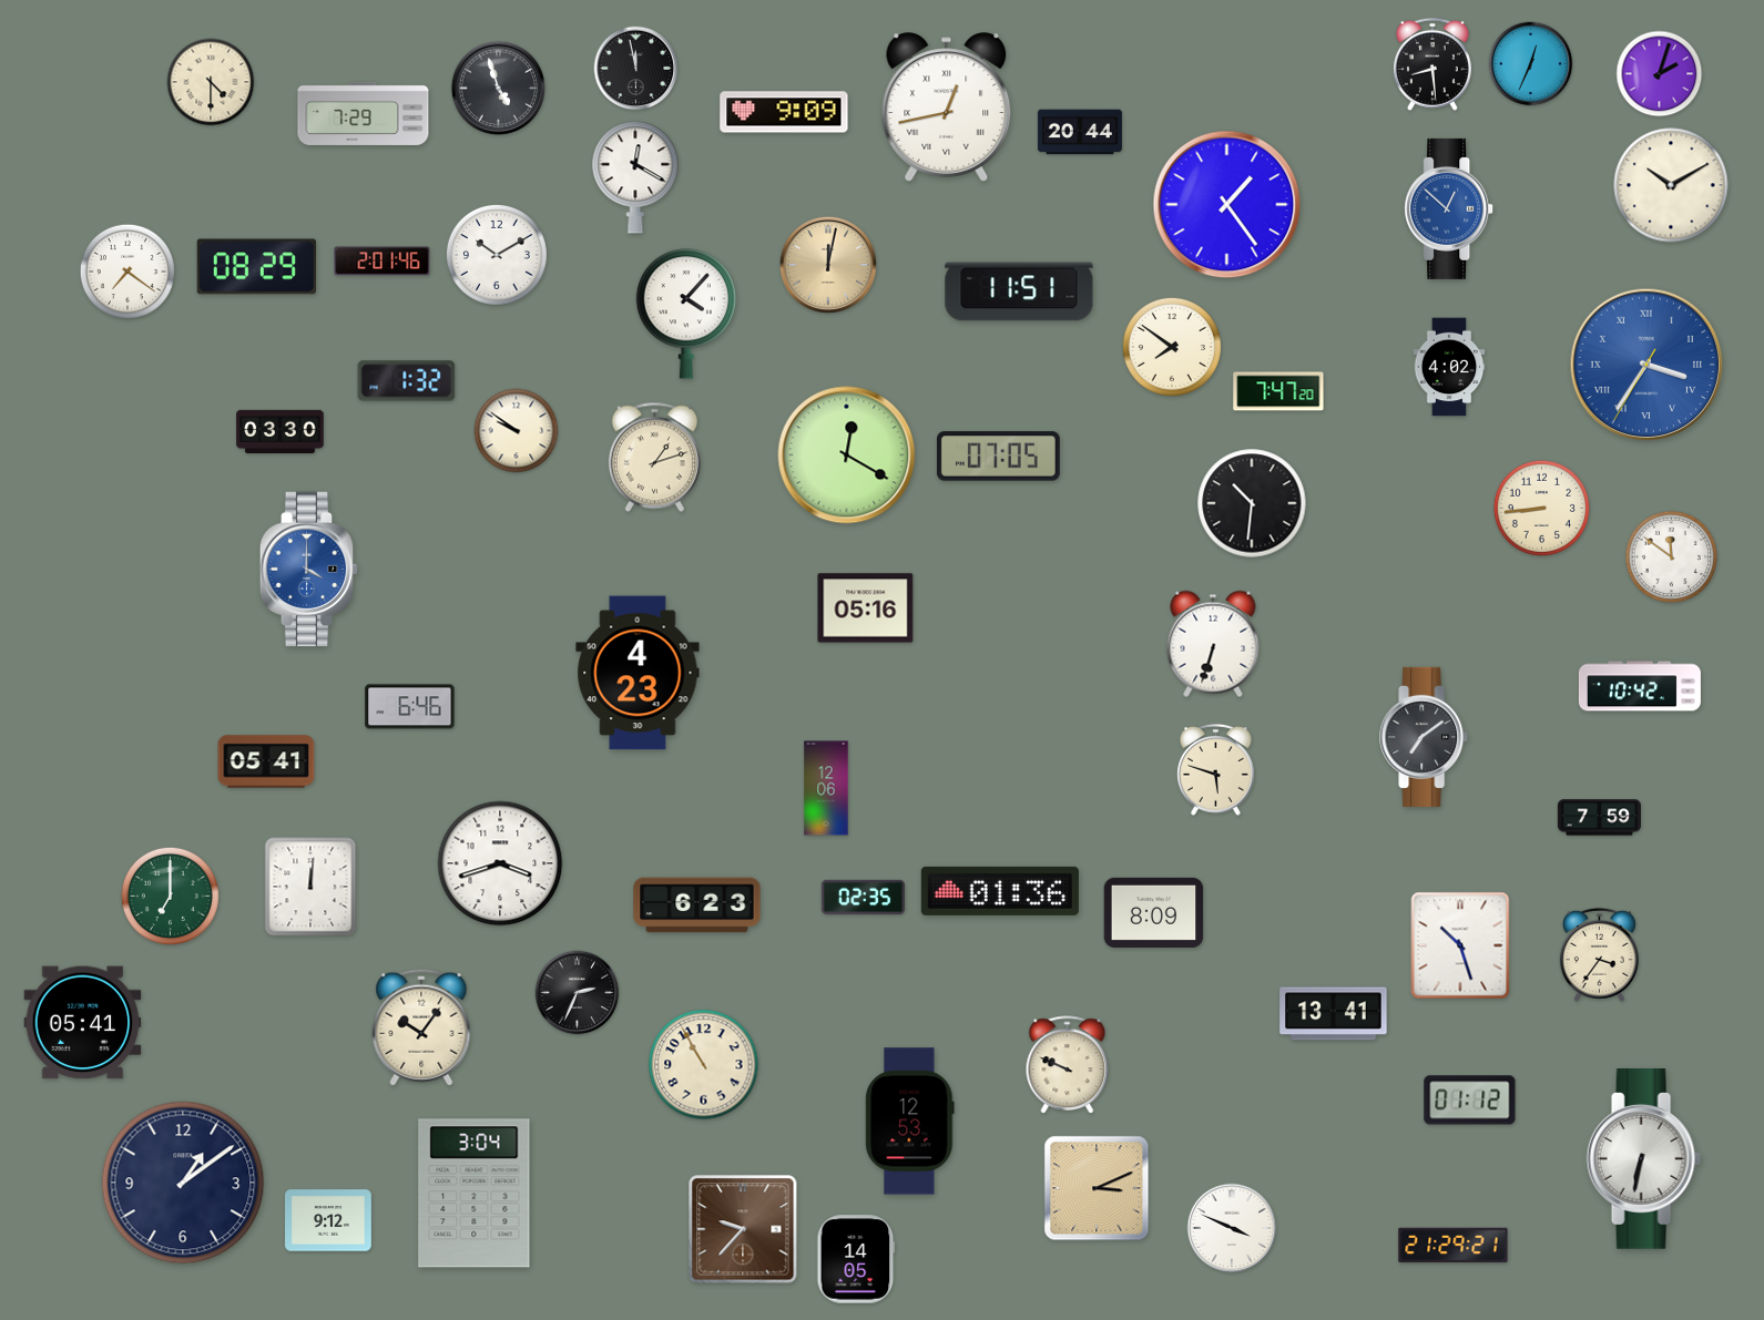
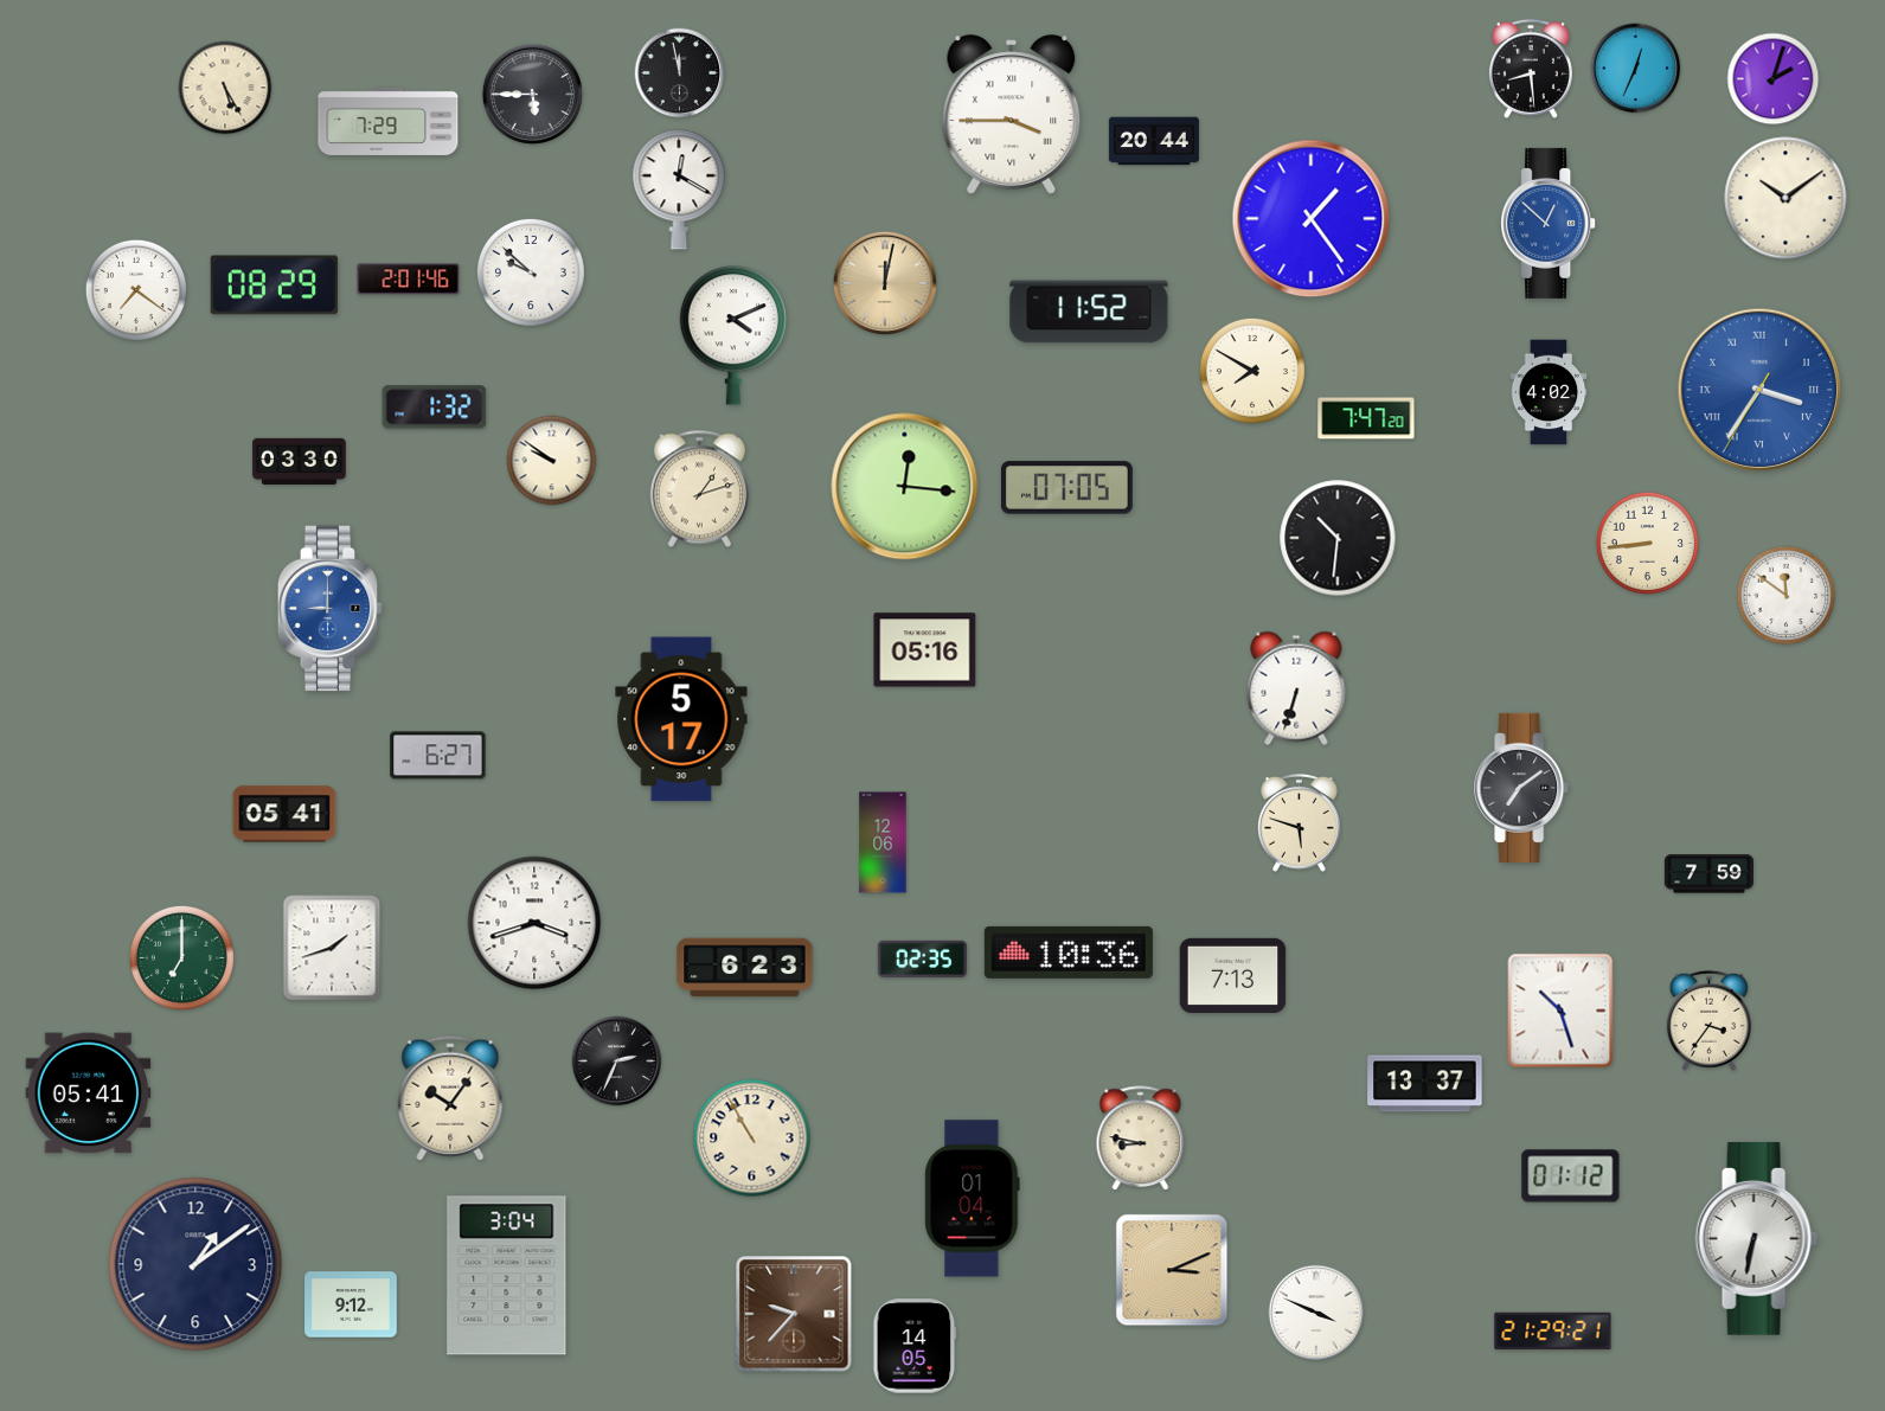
clock at (211, 82): 4:30 -> 5:25
clock at (498, 88): 4:57 -> 5:45
clock at (947, 108): 12:43 -> 3:45
clock at (784, 112): 9:09 -> none
clock at (1671, 185): 10:10 -> 10:09
clock at (497, 255): 10:10 -> 9:52
clock at (1019, 291): 11:51 -> 11:52
clock at (686, 314): 4:07 -> 4:11
clock at (1172, 347): 7:51 -> 7:50
clock at (847, 456): 12:20 -> 12:16
clock at (309, 570): 4:00 -> 9:00
clock at (638, 673): 4:23 -> 5:17
clock at (1640, 686): 10:42 -> none
clock at (410, 707): 6:46 -> 6:27
clock at (310, 887): 12:01 -> 1:42
clock at (1000, 891): 01:36 -> 10:36
clock at (1154, 912): 8:09 -> 7:13
clock at (1334, 1014): 13:41 -> 13:37
clock at (1068, 1065): 9:49 -> 8:47
clock at (910, 1122): 12:53 -> 01:04
